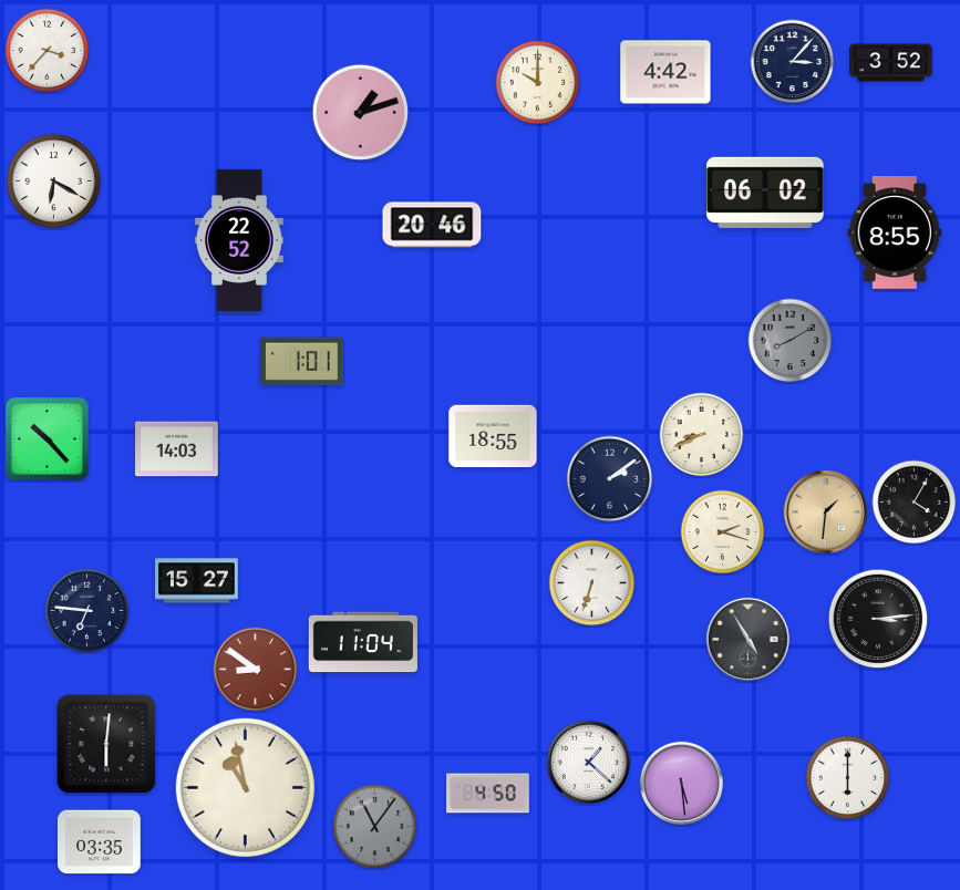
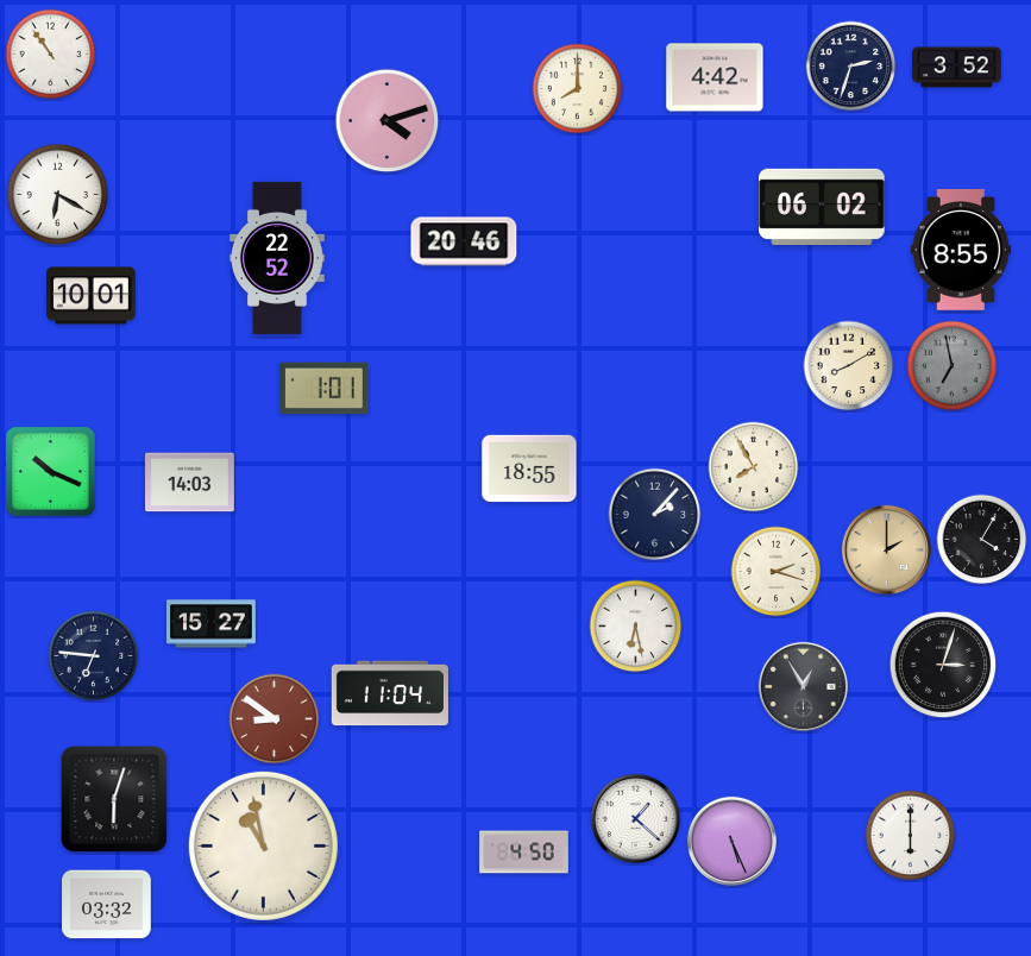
clock at (48, 51): 3:37 -> 10:54
clock at (793, 62): 3:07 -> 2:33
clock at (538, 83): 10:00 -> 8:00
clock at (361, 113): 1:12 -> 4:12
clock at (240, 240) position: (240, 240) -> (278, 258)
clock at (92, 296): none -> 10:01
clock at (791, 341) dial: grey -> cream
clock at (953, 366): none -> 6:58
clock at (702, 435): 8:41 -> 7:55
clock at (48, 439): 10:23 -> 10:19
clock at (610, 479): 2:09 -> 2:07
clock at (825, 511): 1:31 -> 2:00
clock at (592, 583): 6:33 -> 6:28
clock at (878, 619): 3:14 -> 3:03
clock at (747, 639): 4:55 -> 12:55
clock at (363, 642) position: (363, 642) -> (390, 693)
clock at (106, 744): 6:01 -> 6:03
clock at (588, 762) position: (588, 762) -> (635, 818)
clock at (681, 783): 5:29 -> 5:26
clock at (375, 827): 11:06 -> none
clock at (100, 842): 03:35 -> 03:32
